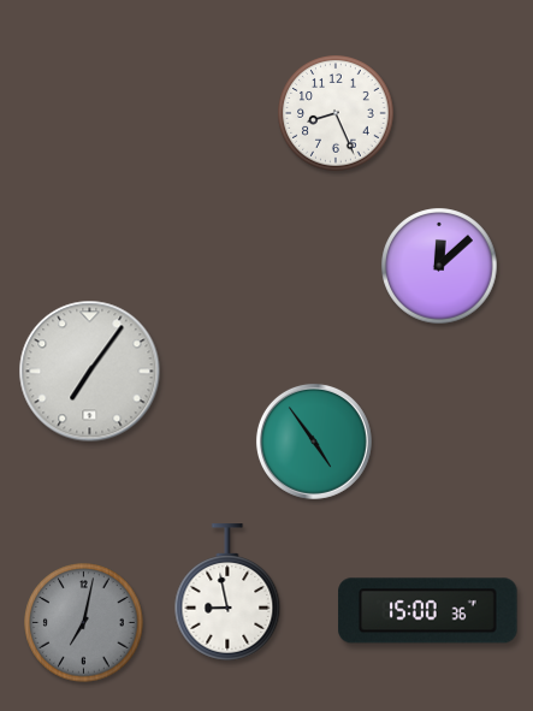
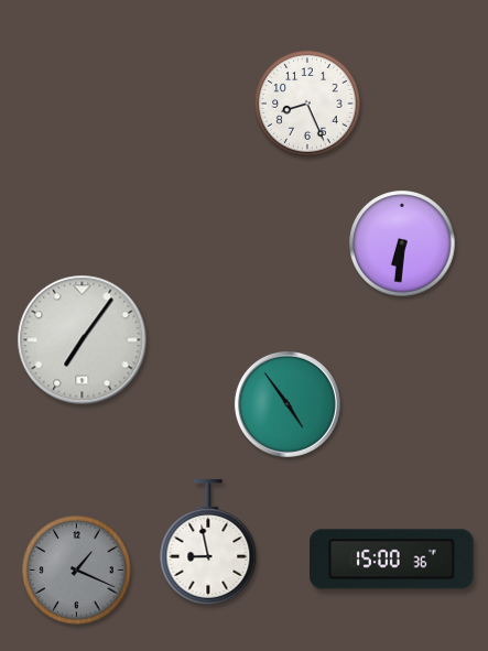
clock at (439, 266): 12:08 -> 6:31
clock at (84, 623): 7:02 -> 1:19
